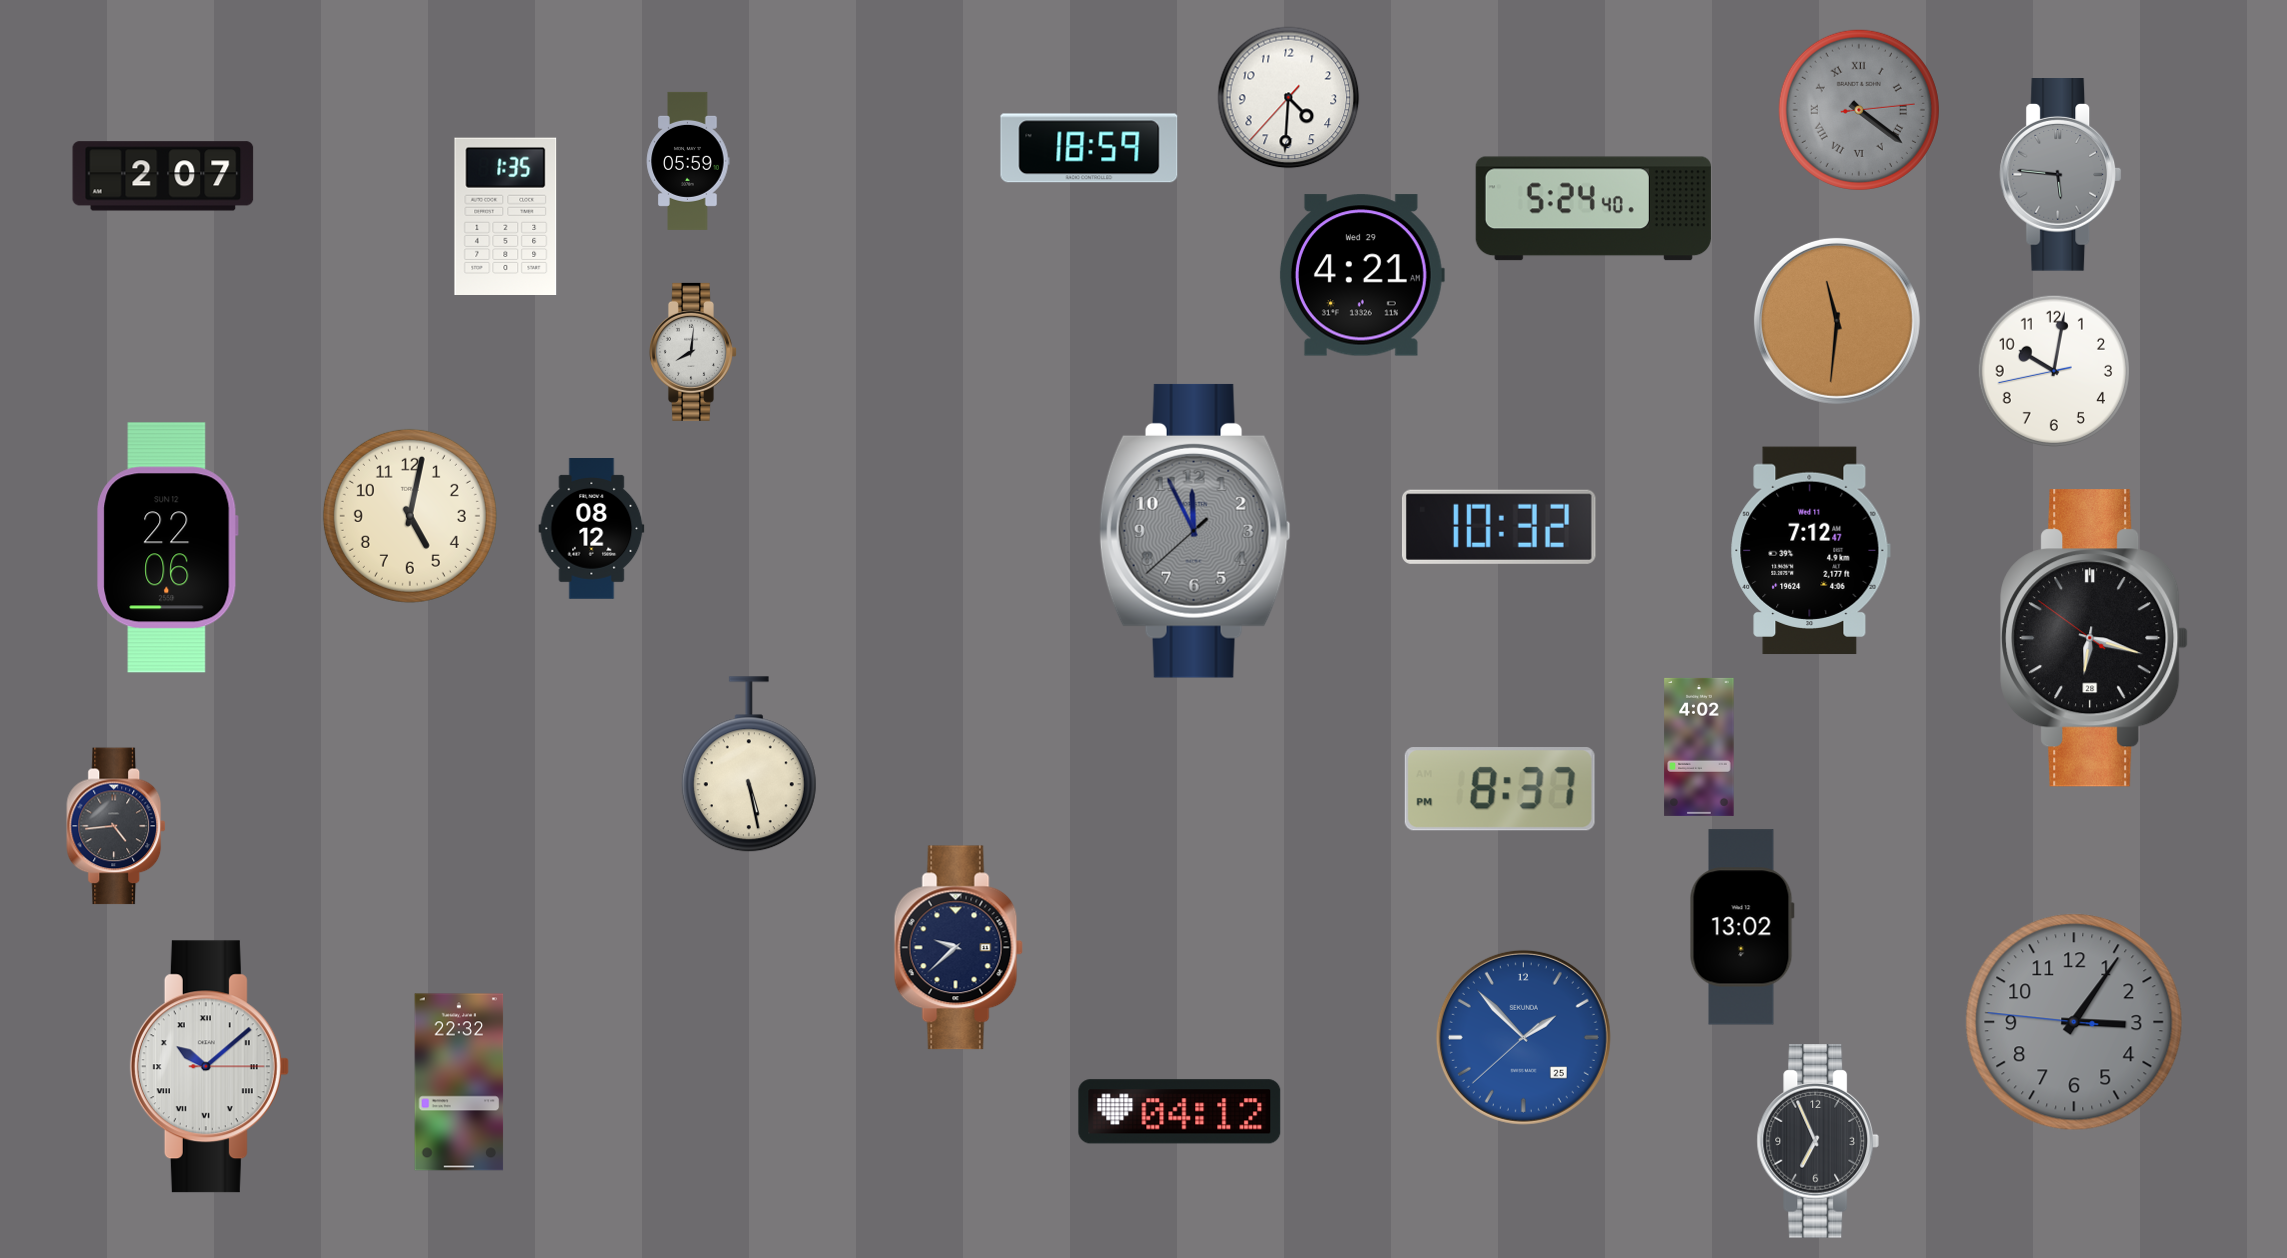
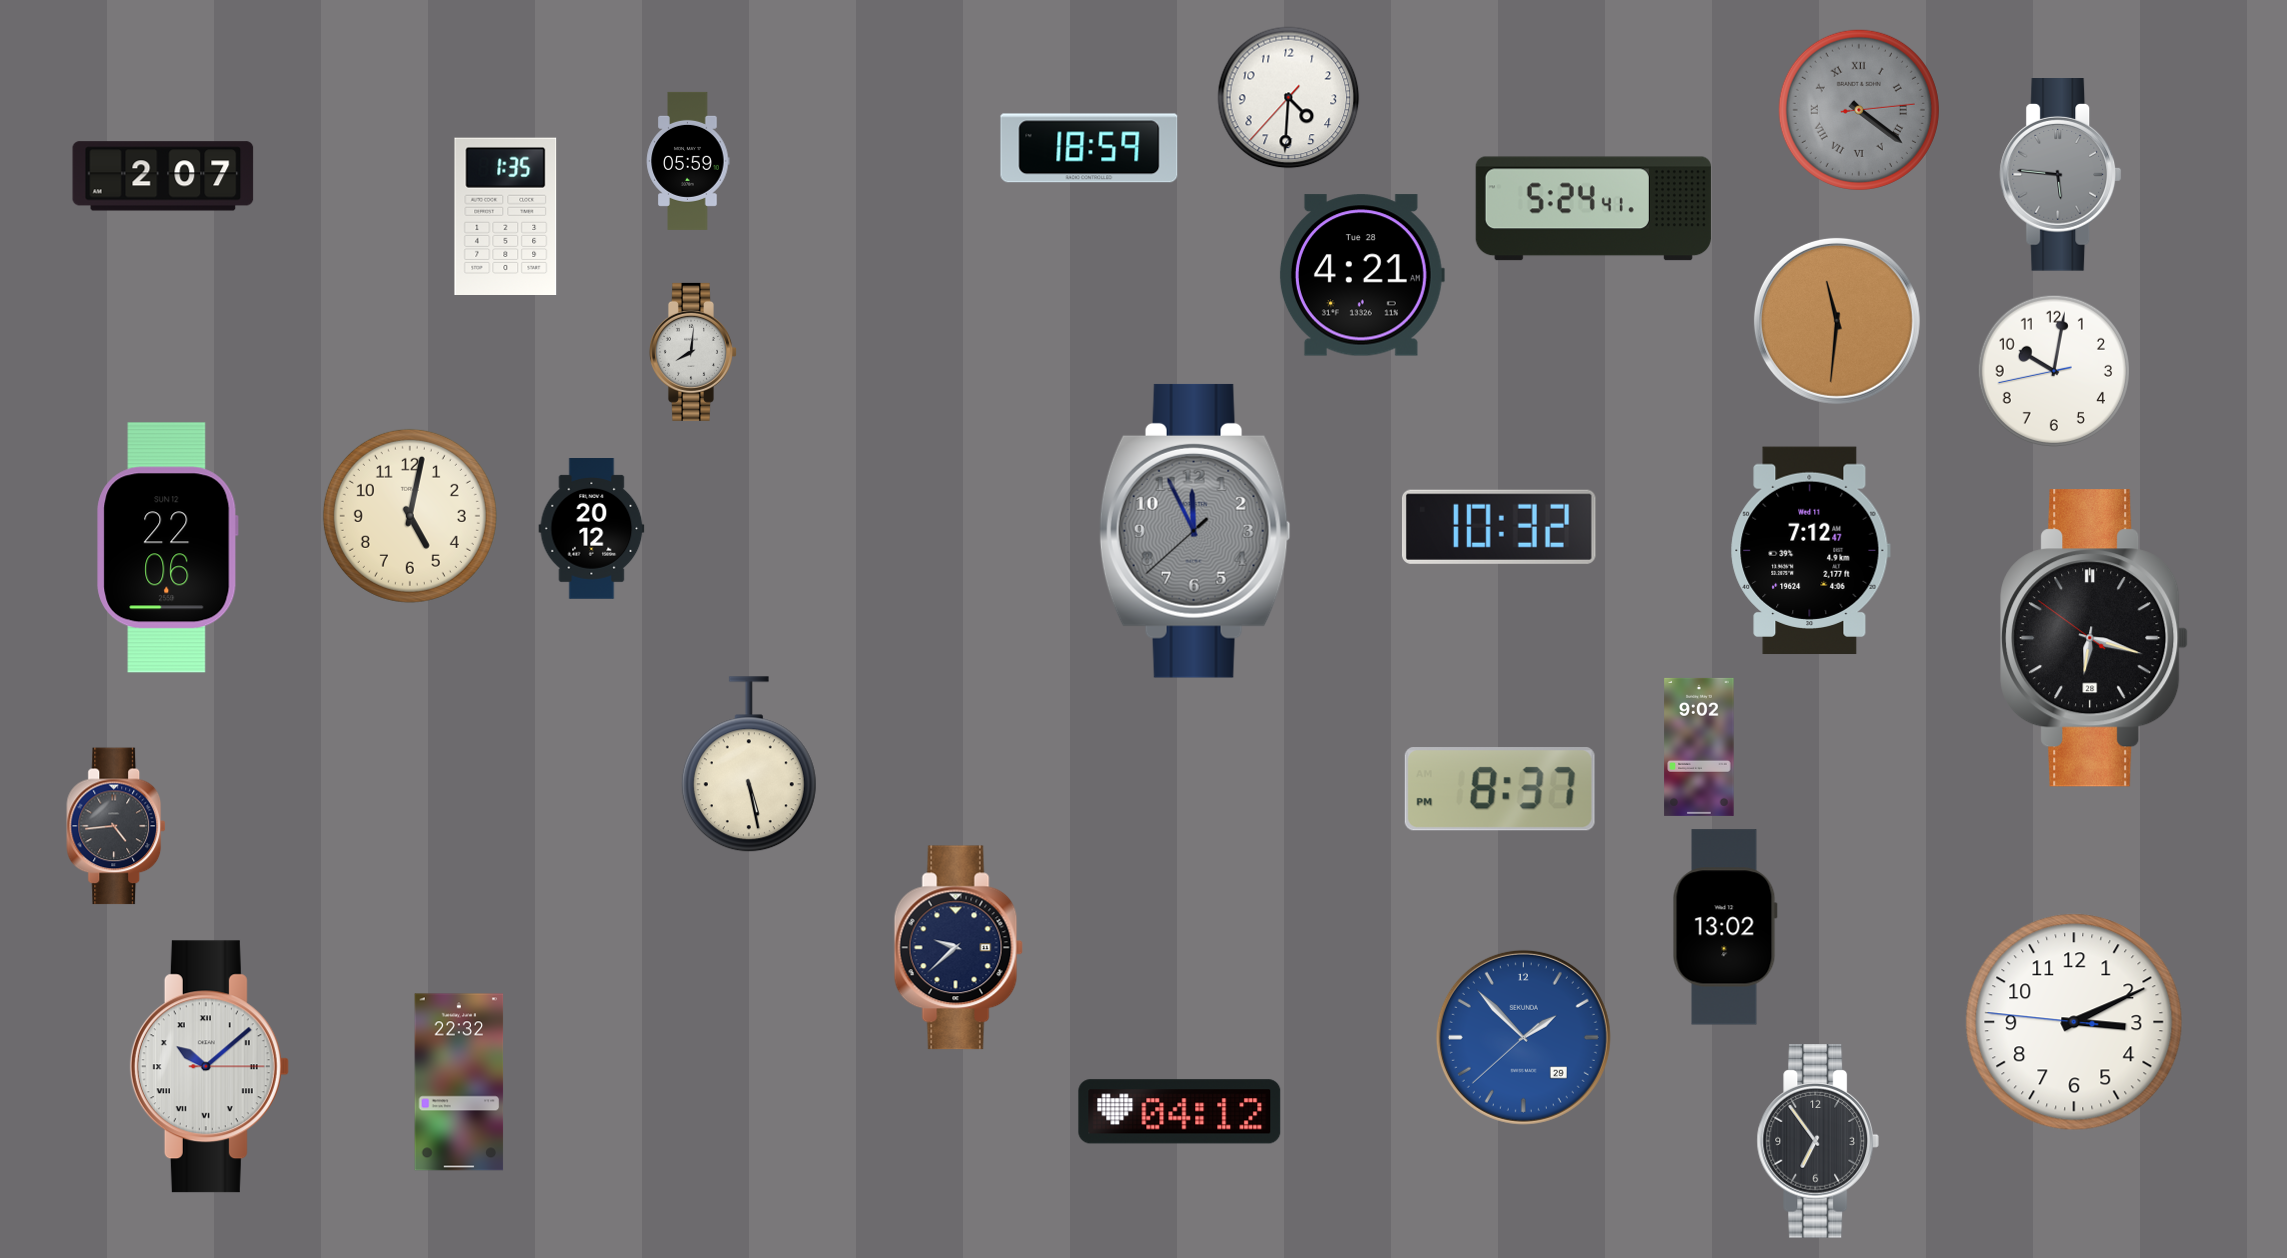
clock at (1593, 209): 5:24:40 -> 5:24:41
clock at (1361, 275) date: Wed 29 -> Tue 28
clock at (592, 529): 08:12 -> 20:12
clock at (1699, 747): 4:02 -> 9:02
clock at (1742, 927) position: (1742, 927) -> (1725, 927)
clock at (2074, 1022): 3:05 -> 3:10
clock at (2074, 1022) dial: grey -> white
clock at (1523, 1037) date: 25 -> 29
clock at (1817, 1141): 6:56 -> 6:54
